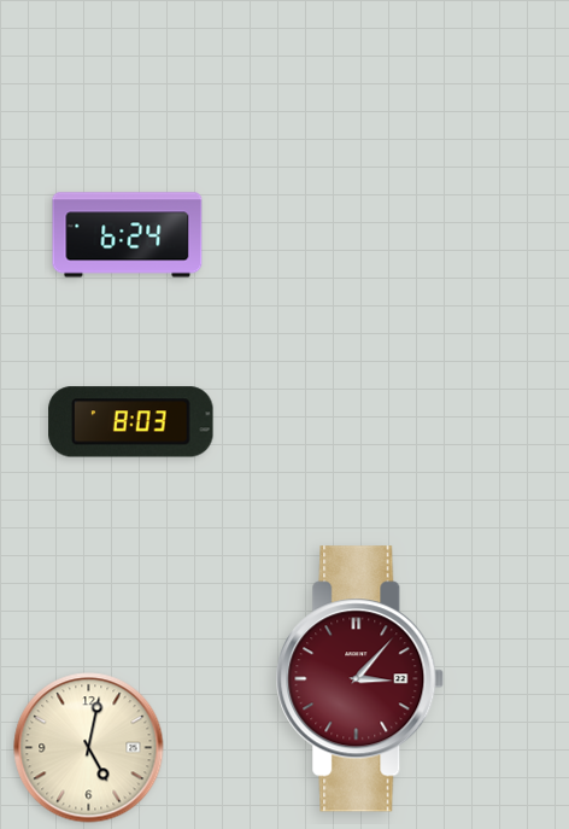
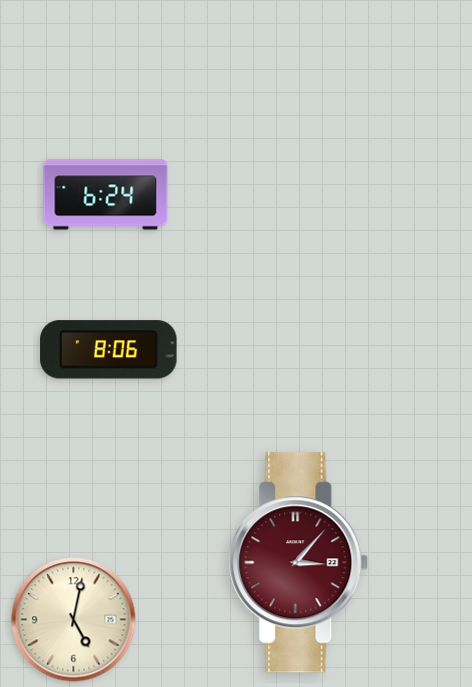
clock at (131, 422): 8:03 -> 8:06
